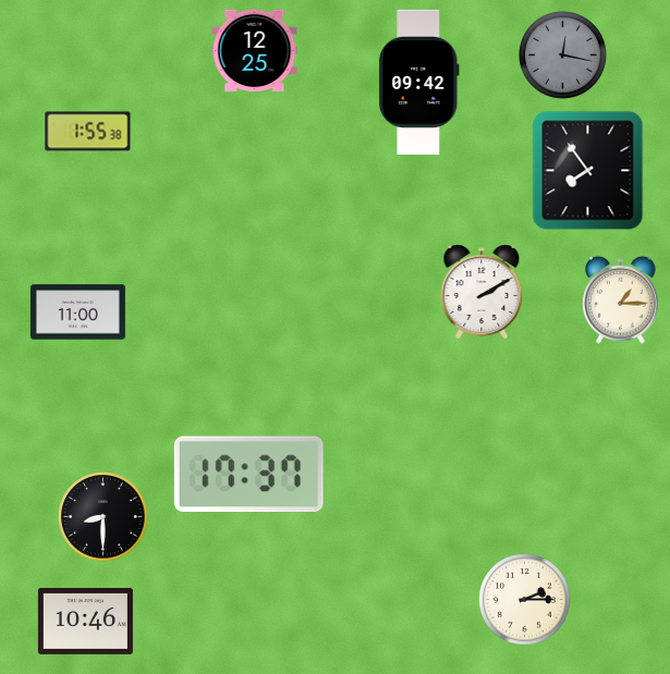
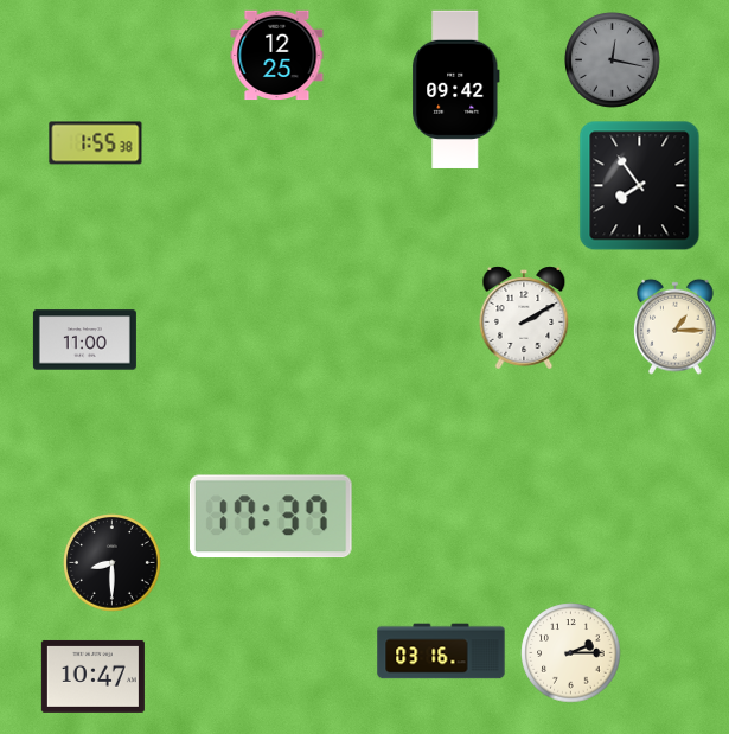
clock at (441, 651): none -> 03:16
clock at (85, 621): 10:46 -> 10:47
